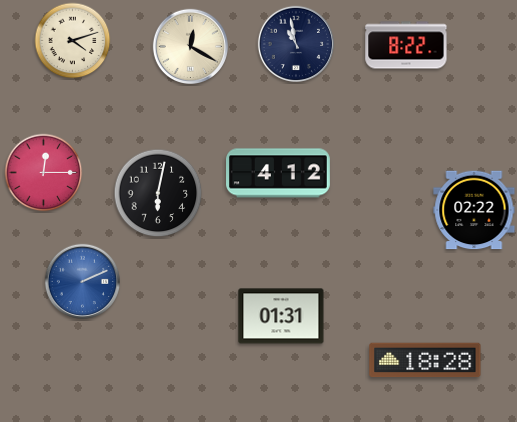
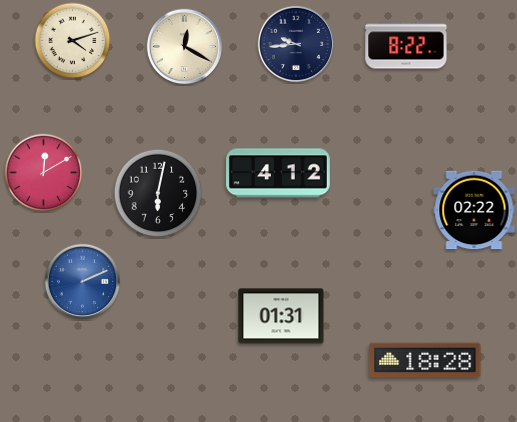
clock at (295, 43): 10:58 -> 9:44
clock at (190, 46) position: (190, 46) -> (184, 46)
clock at (44, 173): 12:15 -> 12:10
